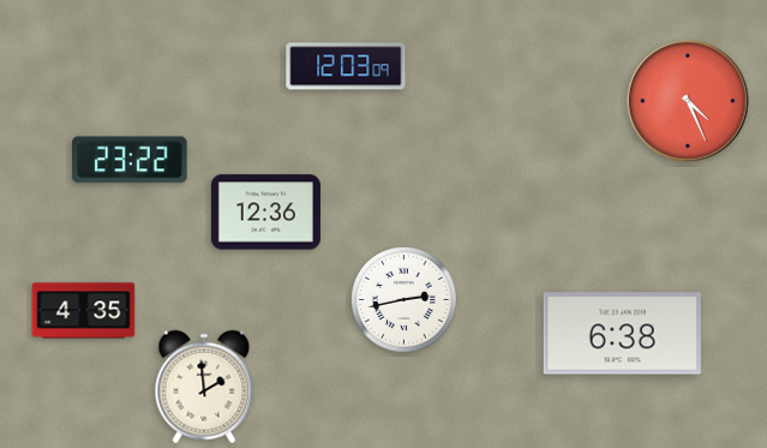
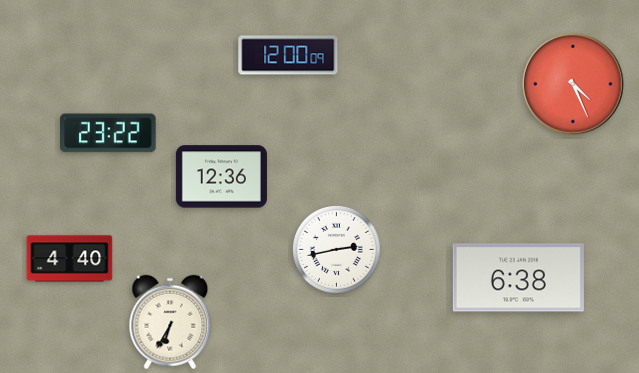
clock at (346, 66): 12:03 -> 12:00
clock at (84, 311): 4:35 -> 4:40
clock at (204, 387): 1:59 -> 6:35
